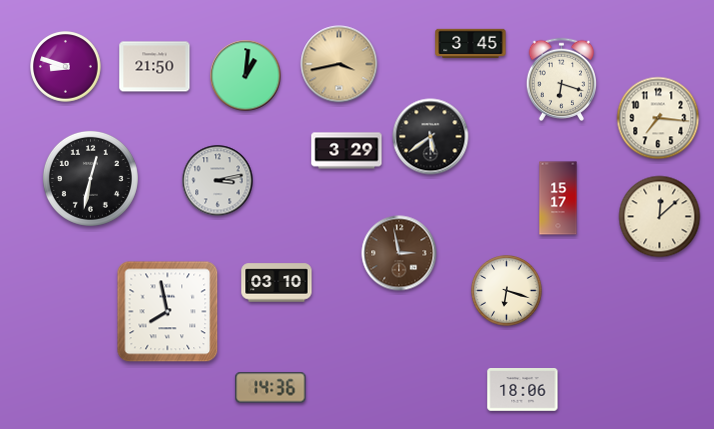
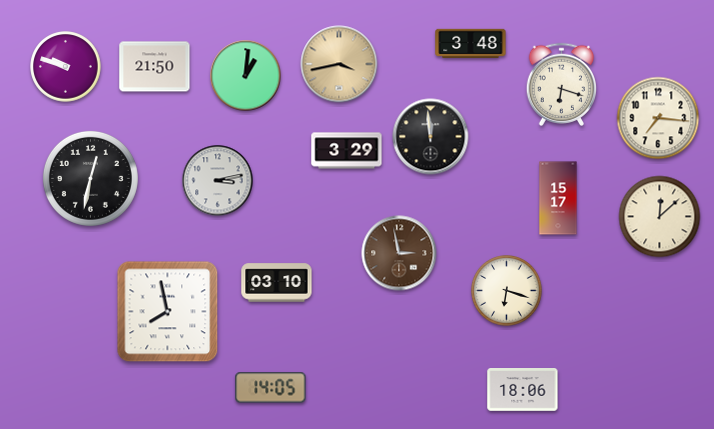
clock at (471, 43): 3:45 -> 3:48
clock at (66, 67): 8:48 -> 9:48
clock at (561, 79) position: (561, 79) -> (561, 84)
clock at (431, 137): 5:39 -> 11:59
clock at (271, 388): 14:36 -> 14:05
